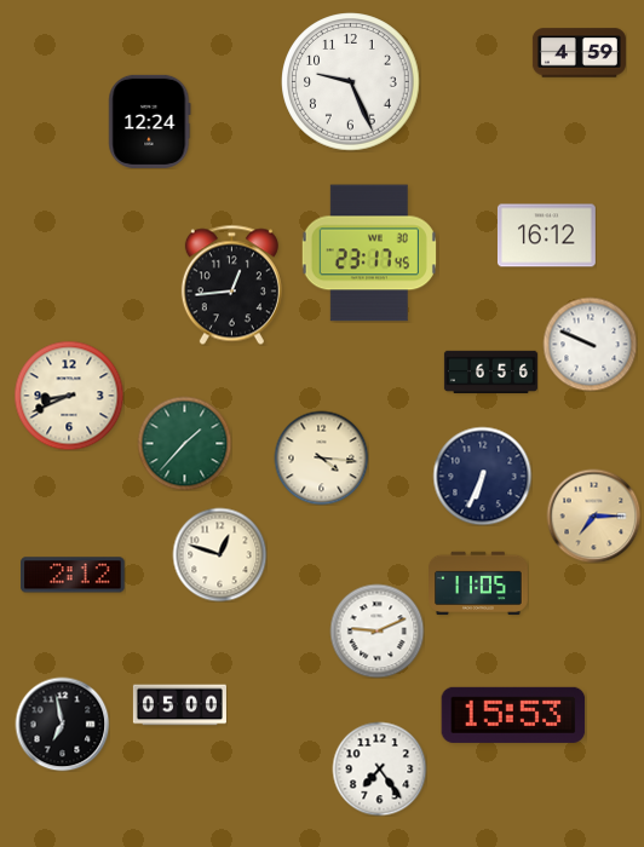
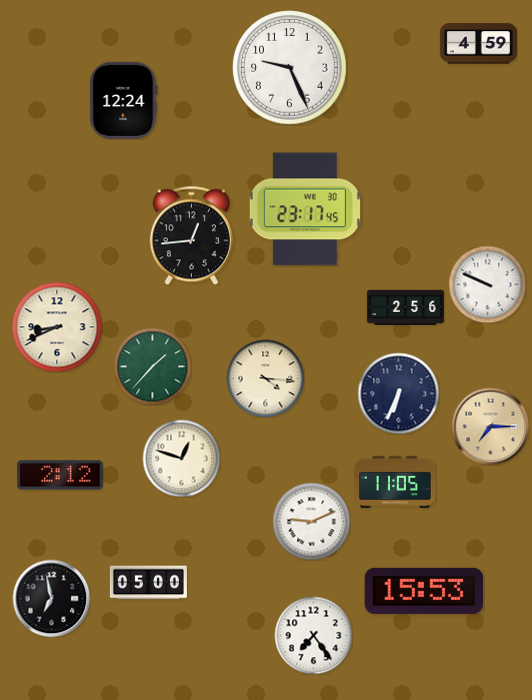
clock at (546, 236): 16:12 -> none
clock at (490, 371): 6:56 -> 2:56
